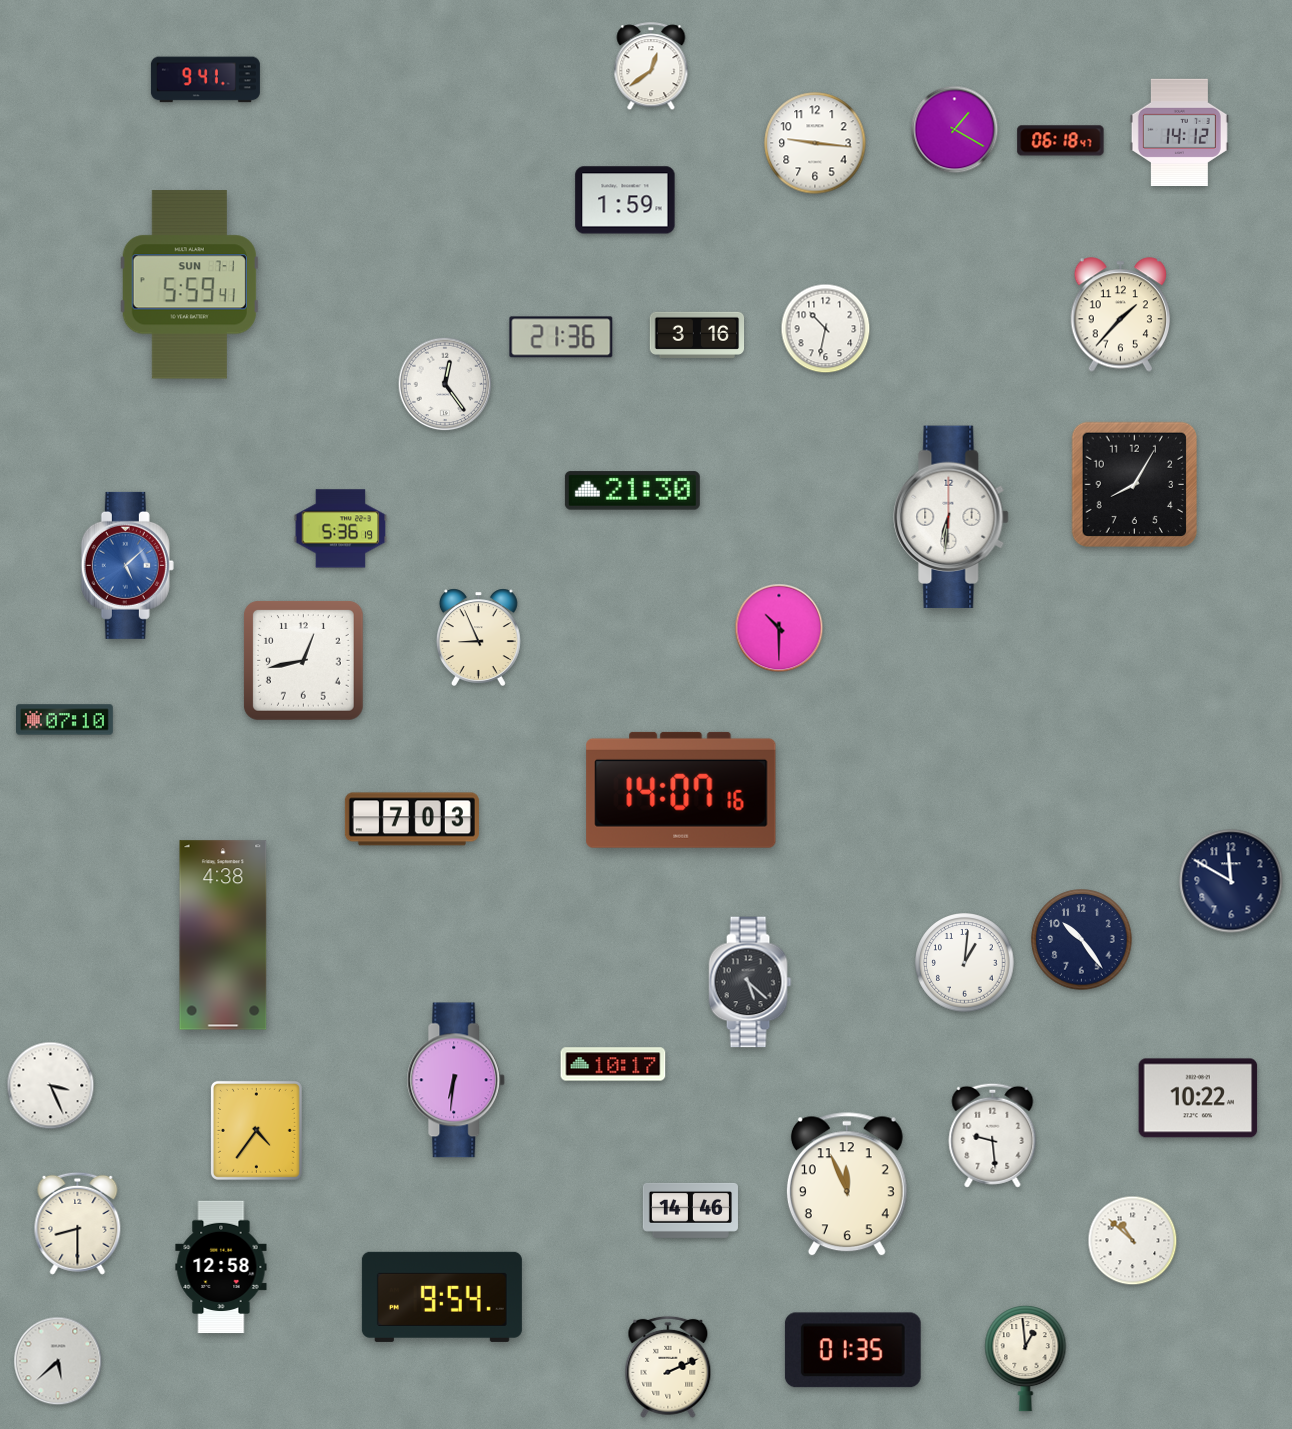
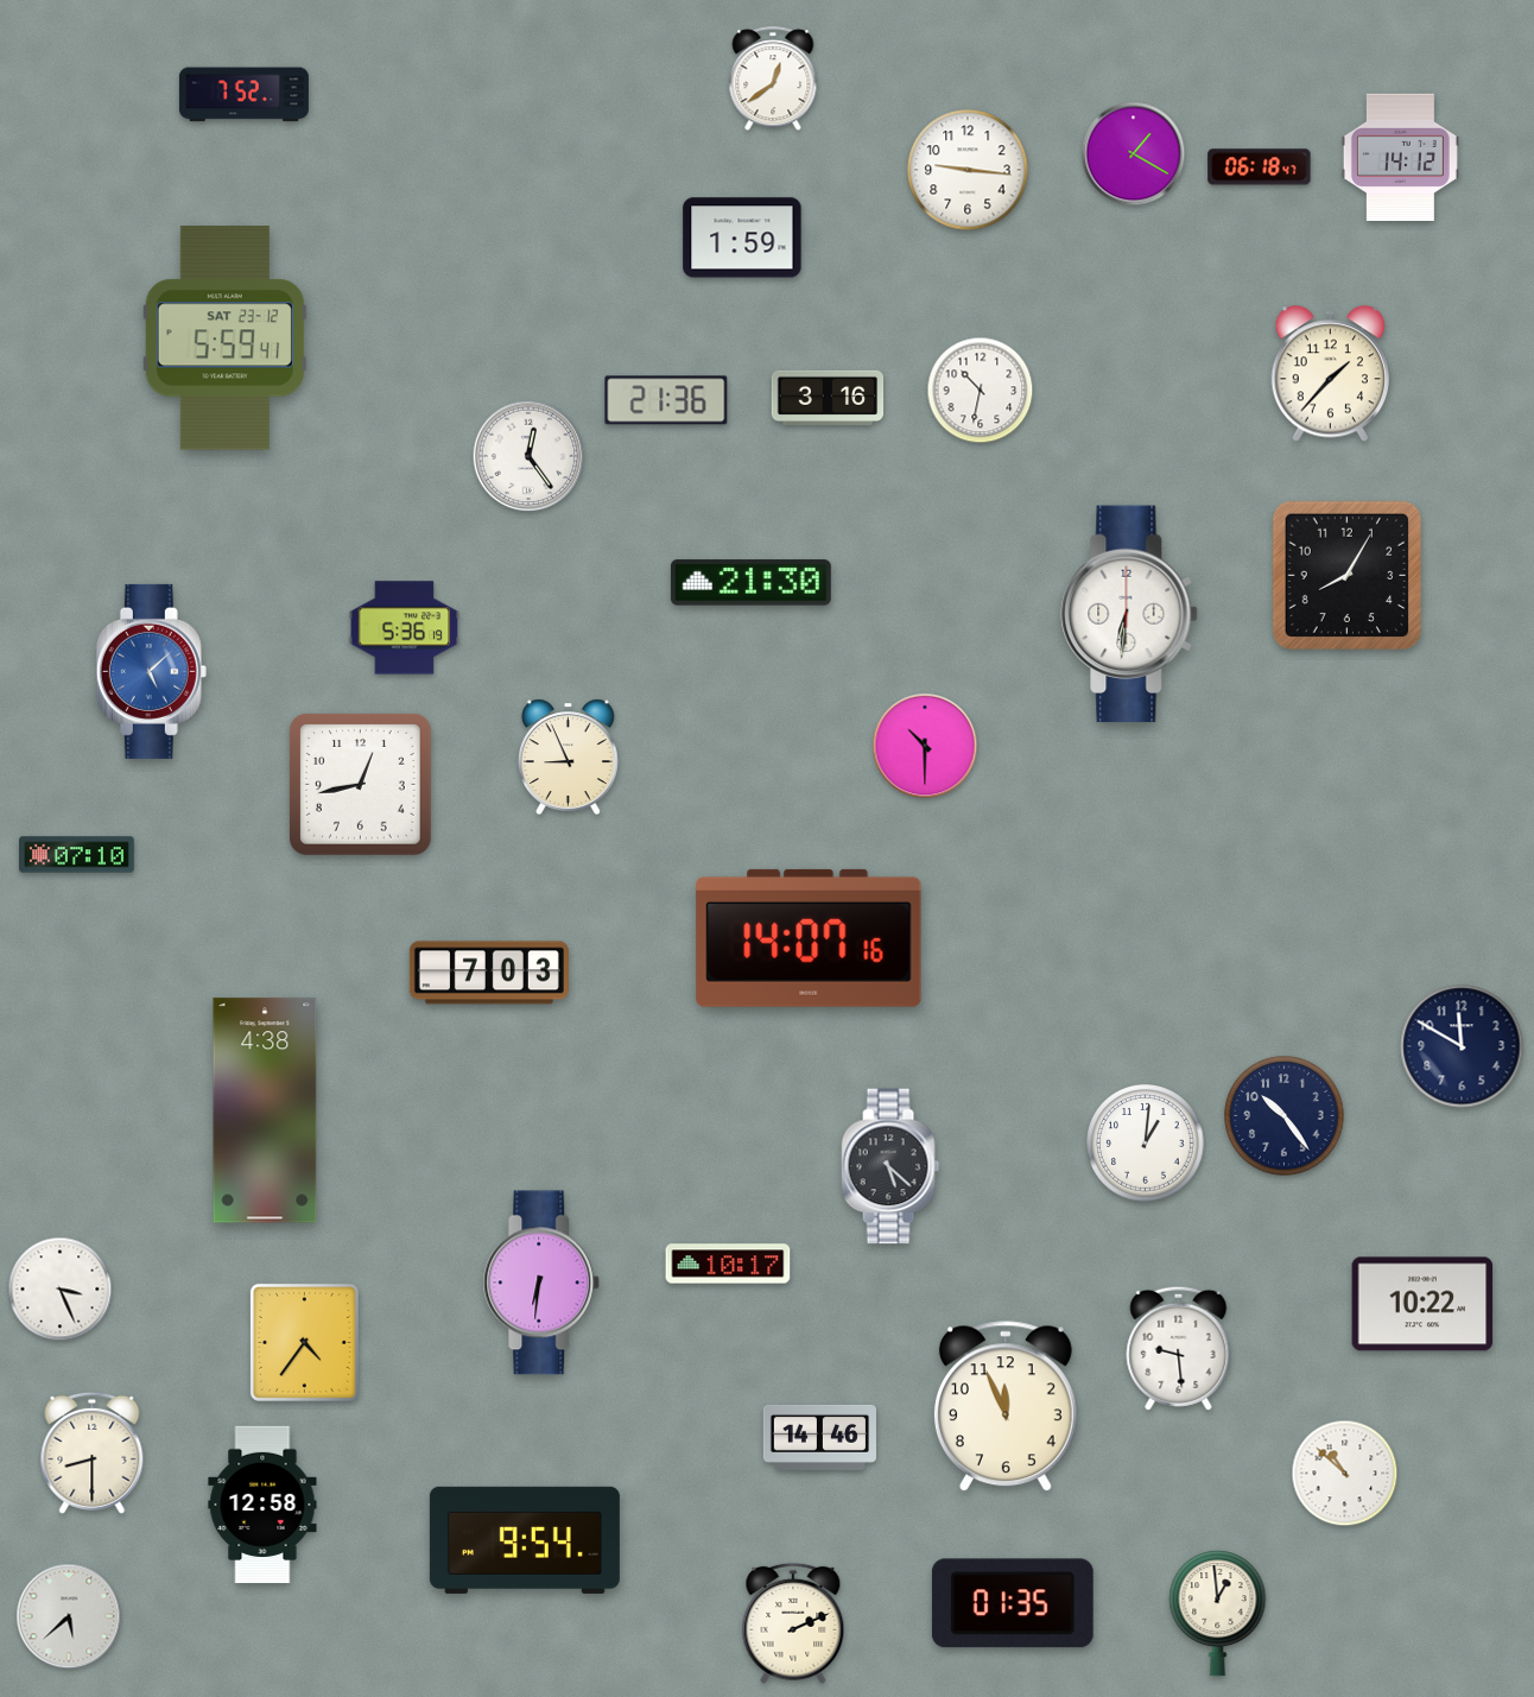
clock at (205, 80): 9:41 -> 7:52
clock at (189, 285) date: SUN 7-1 -> SAT 23-12
